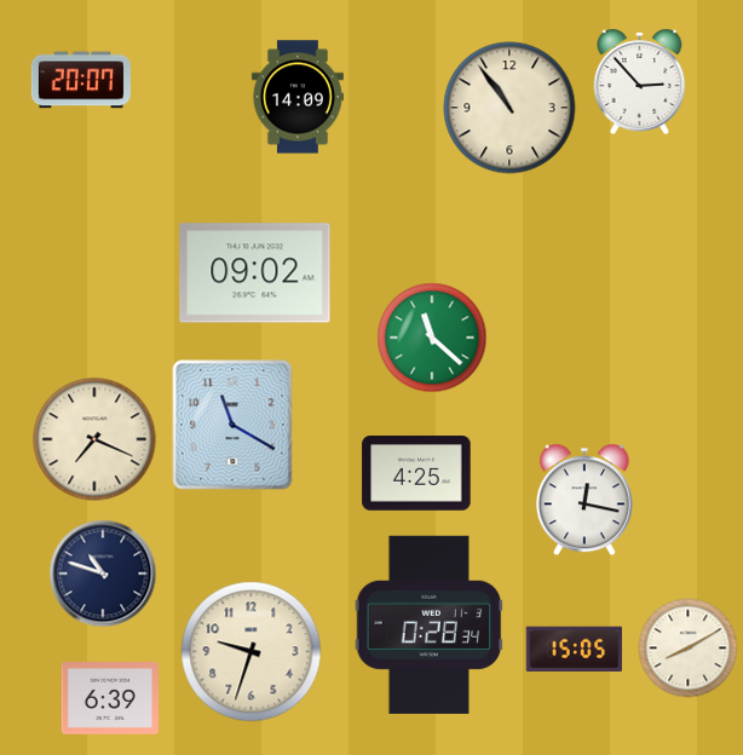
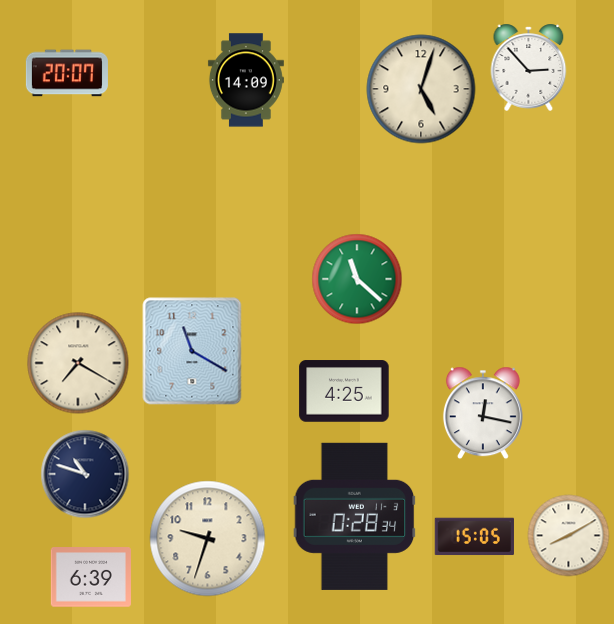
clock at (81, 80) position: (81, 80) -> (67, 73)
clock at (509, 108): 10:54 -> 5:03
clock at (255, 273): 09:02 -> none
clock at (94, 439): 7:19 -> 7:20
